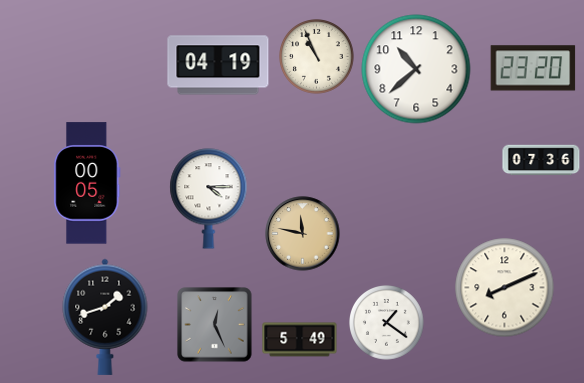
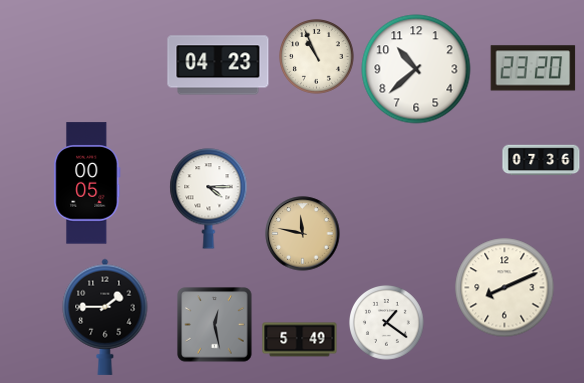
clock at (218, 65): 04:19 -> 04:23
clock at (105, 317): 1:42 -> 1:45
clock at (215, 325): 12:26 -> 12:28
